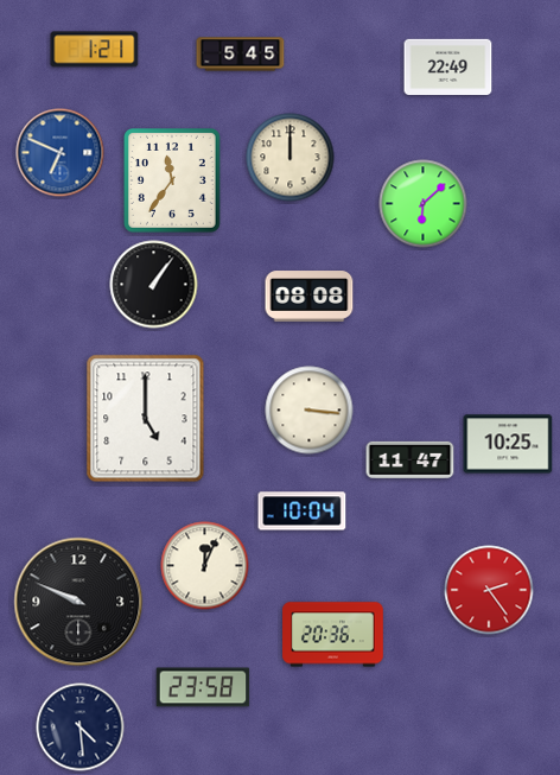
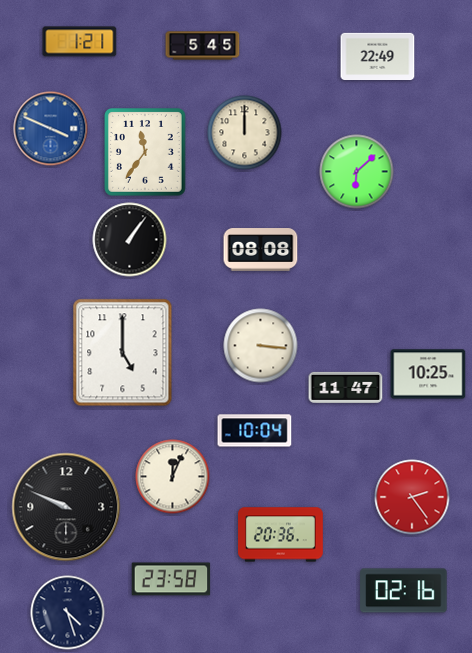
clock at (61, 153): 6:49 -> 3:49
clock at (404, 591): none -> 02:16
clock at (81, 728): 4:29 -> 4:27
